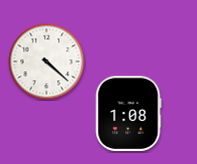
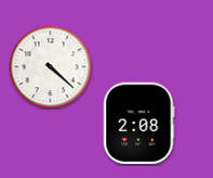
clock at (128, 113): 1:08 -> 2:08
